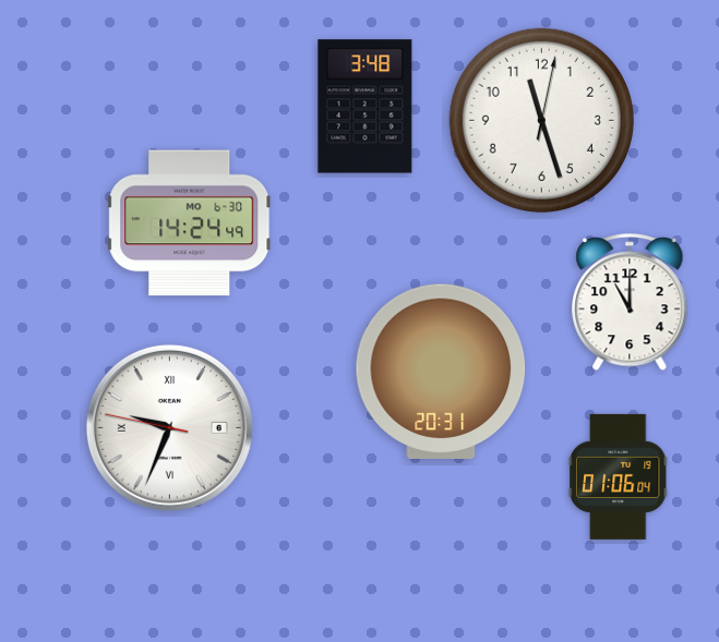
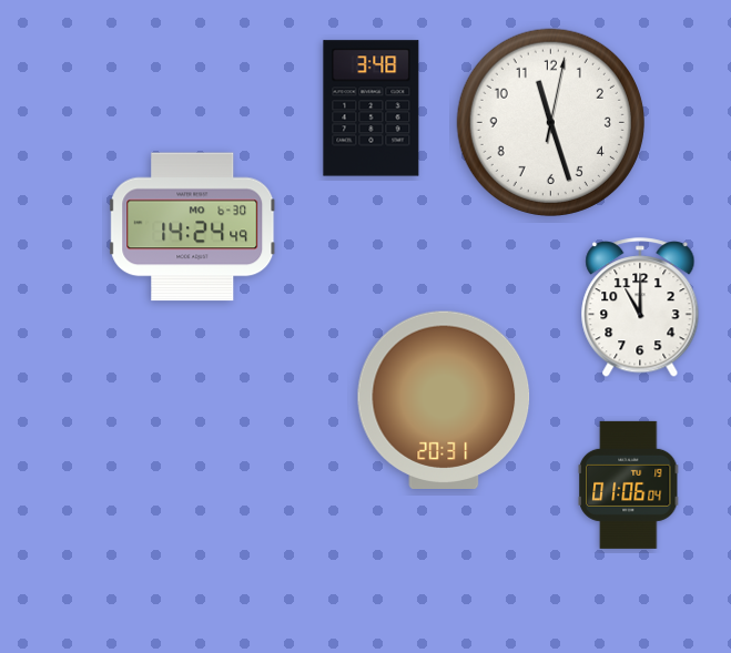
clock at (441, 371) position: (441, 371) -> (444, 399)
clock at (169, 427): 9:33 -> none
